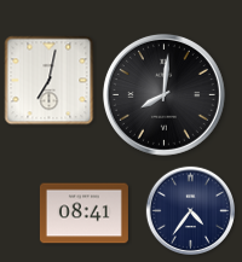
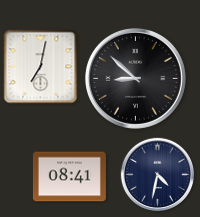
clock at (163, 94): 8:01 -> 8:52
clock at (190, 210): 4:36 -> 4:32
